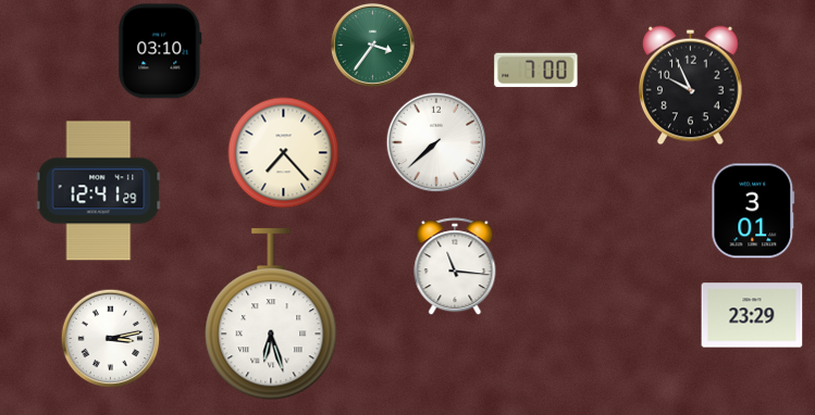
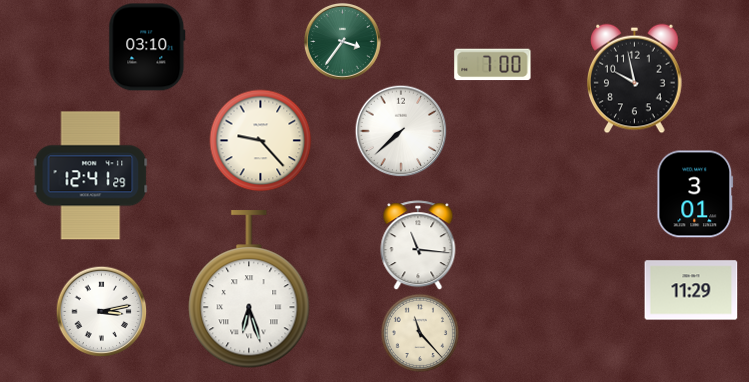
clock at (691, 86): 9:56 -> 9:58
clock at (284, 153): 7:23 -> 9:23
clock at (753, 211) position: (753, 211) -> (695, 194)
clock at (752, 315): 23:29 -> 11:29
clock at (419, 332): none -> 11:23
